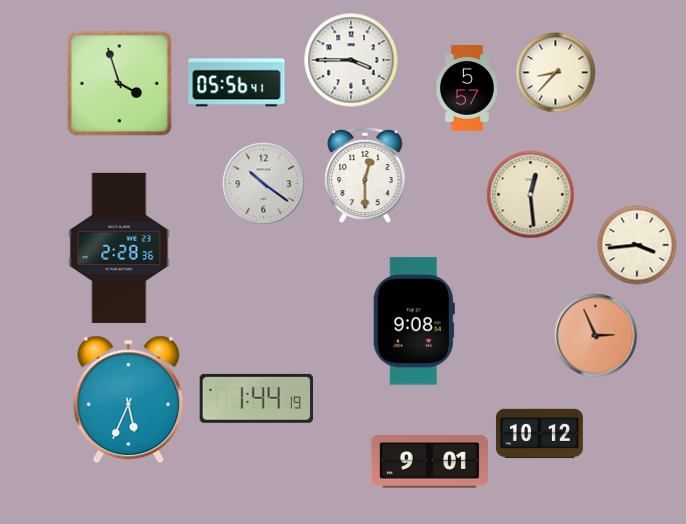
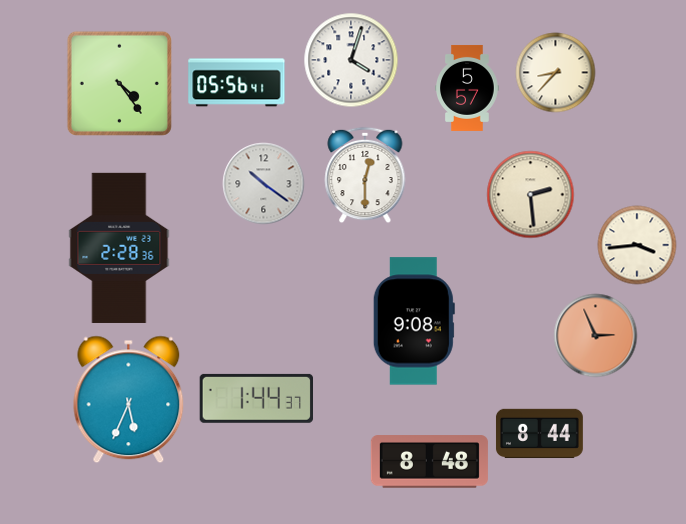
clock at (351, 60): 3:45 -> 4:03
clock at (119, 83): 3:57 -> 4:24
clock at (531, 195): 12:29 -> 2:29
clock at (256, 398): 1:44:19 -> 1:44:37
clock at (539, 434): 10:12 -> 8:44
clock at (429, 462): 9:01 -> 8:48
